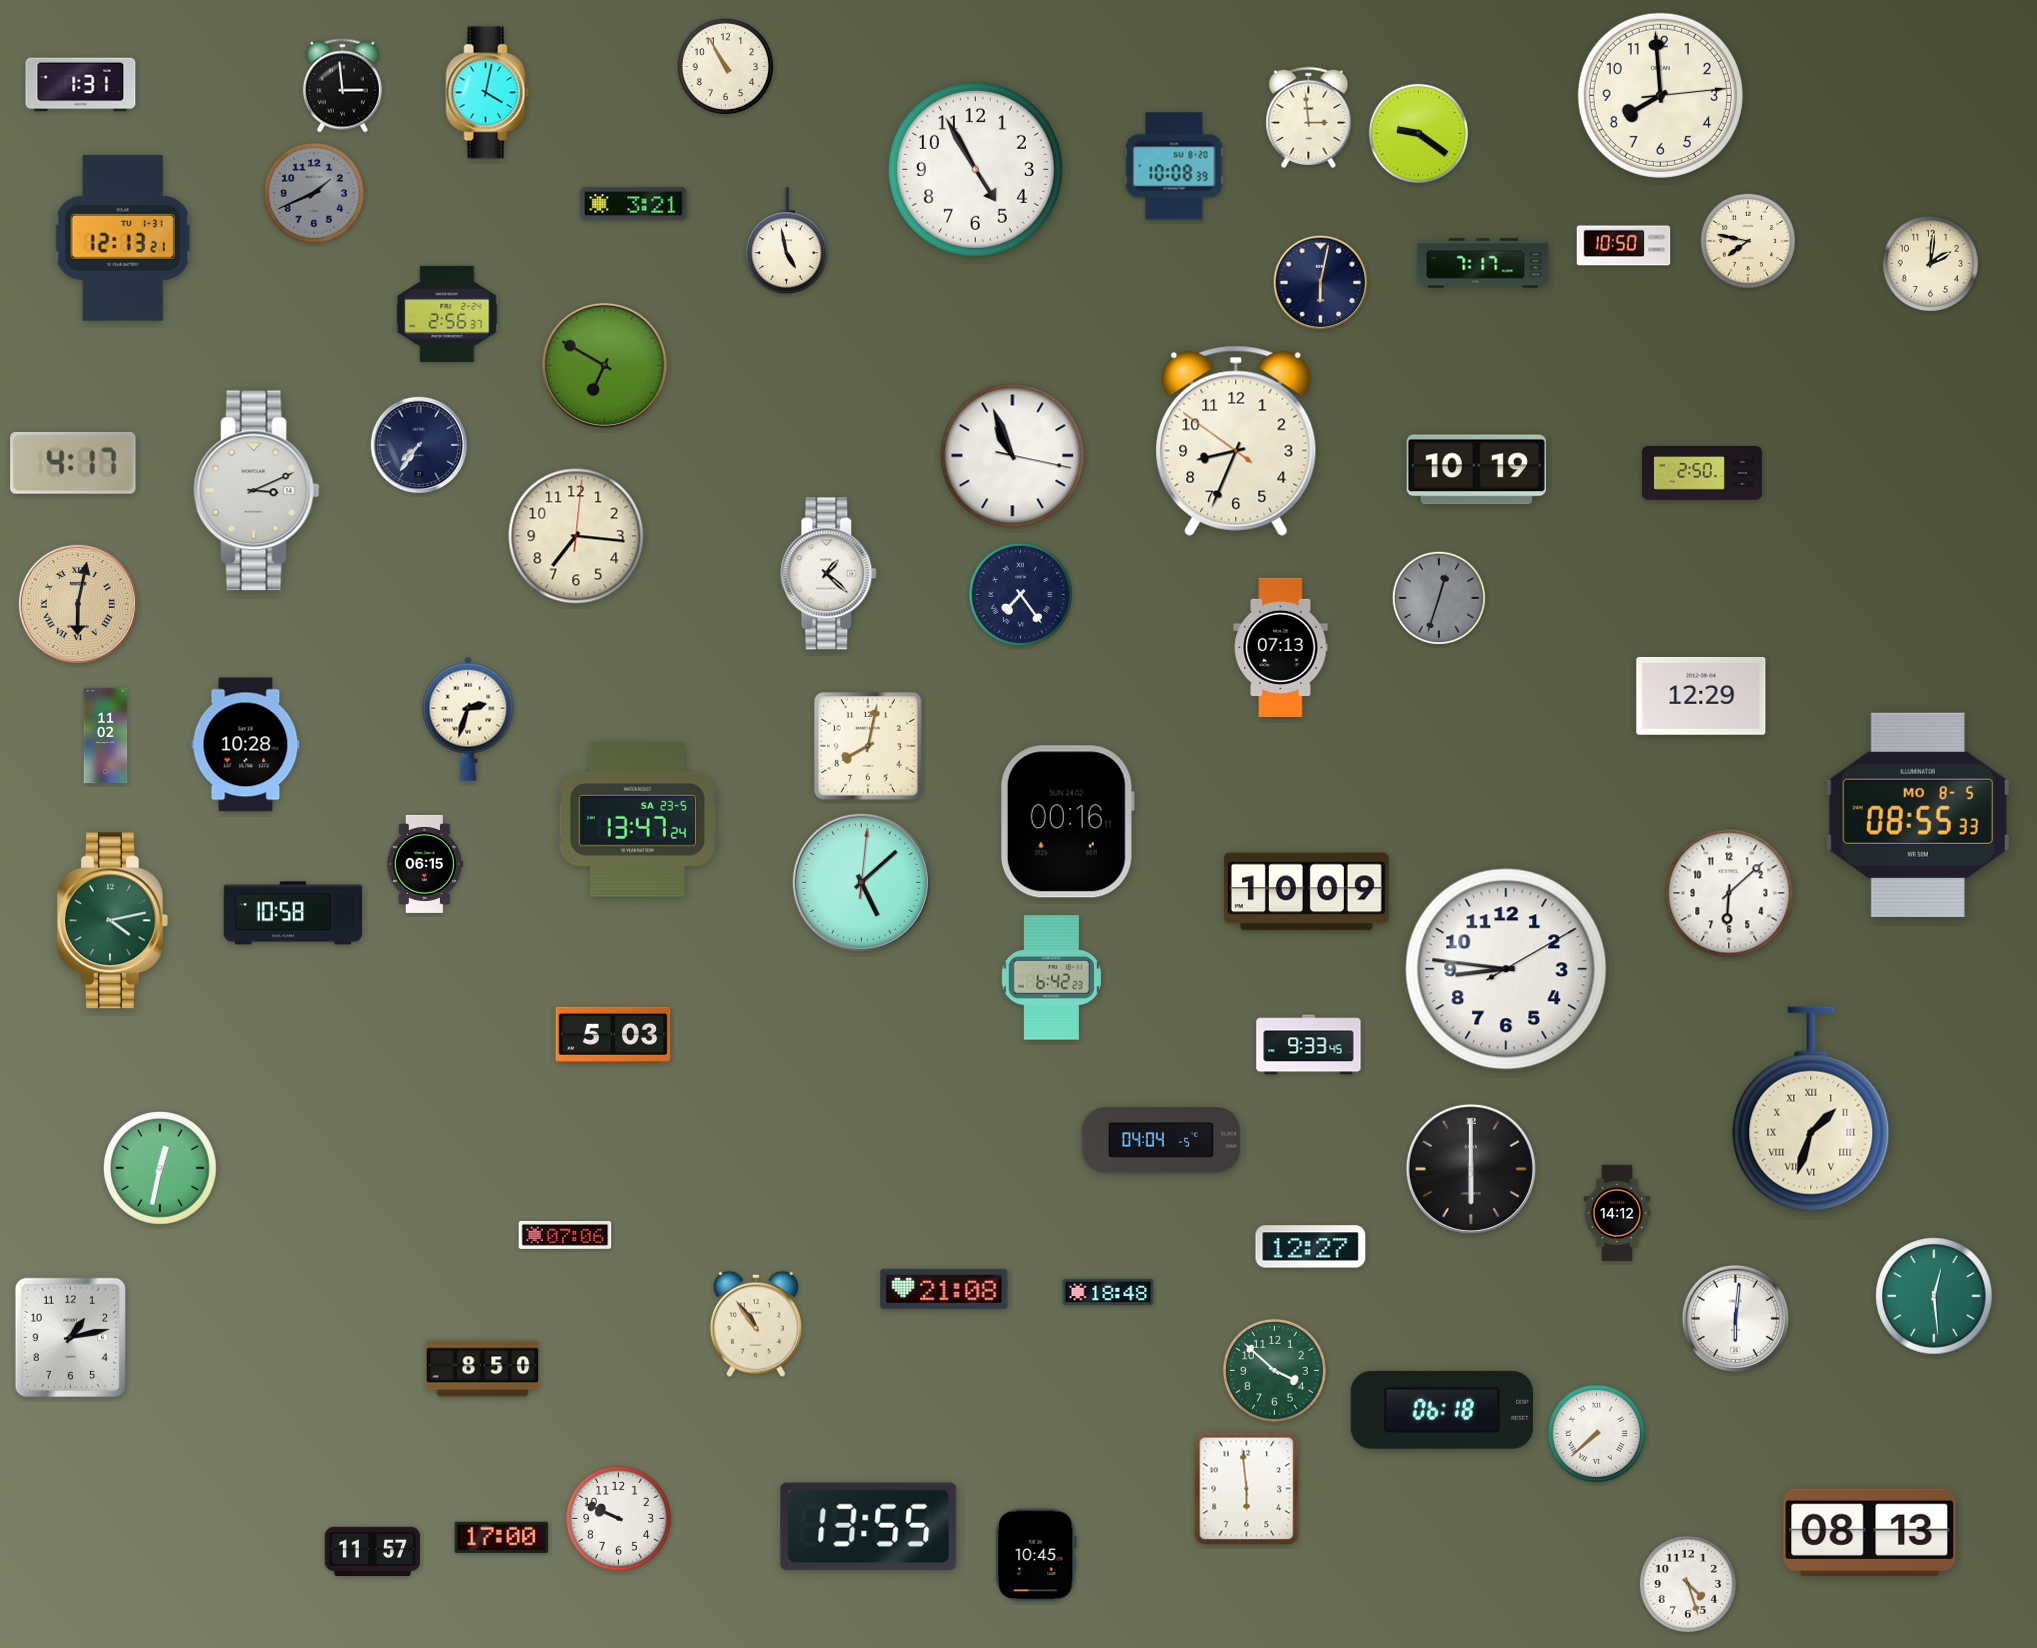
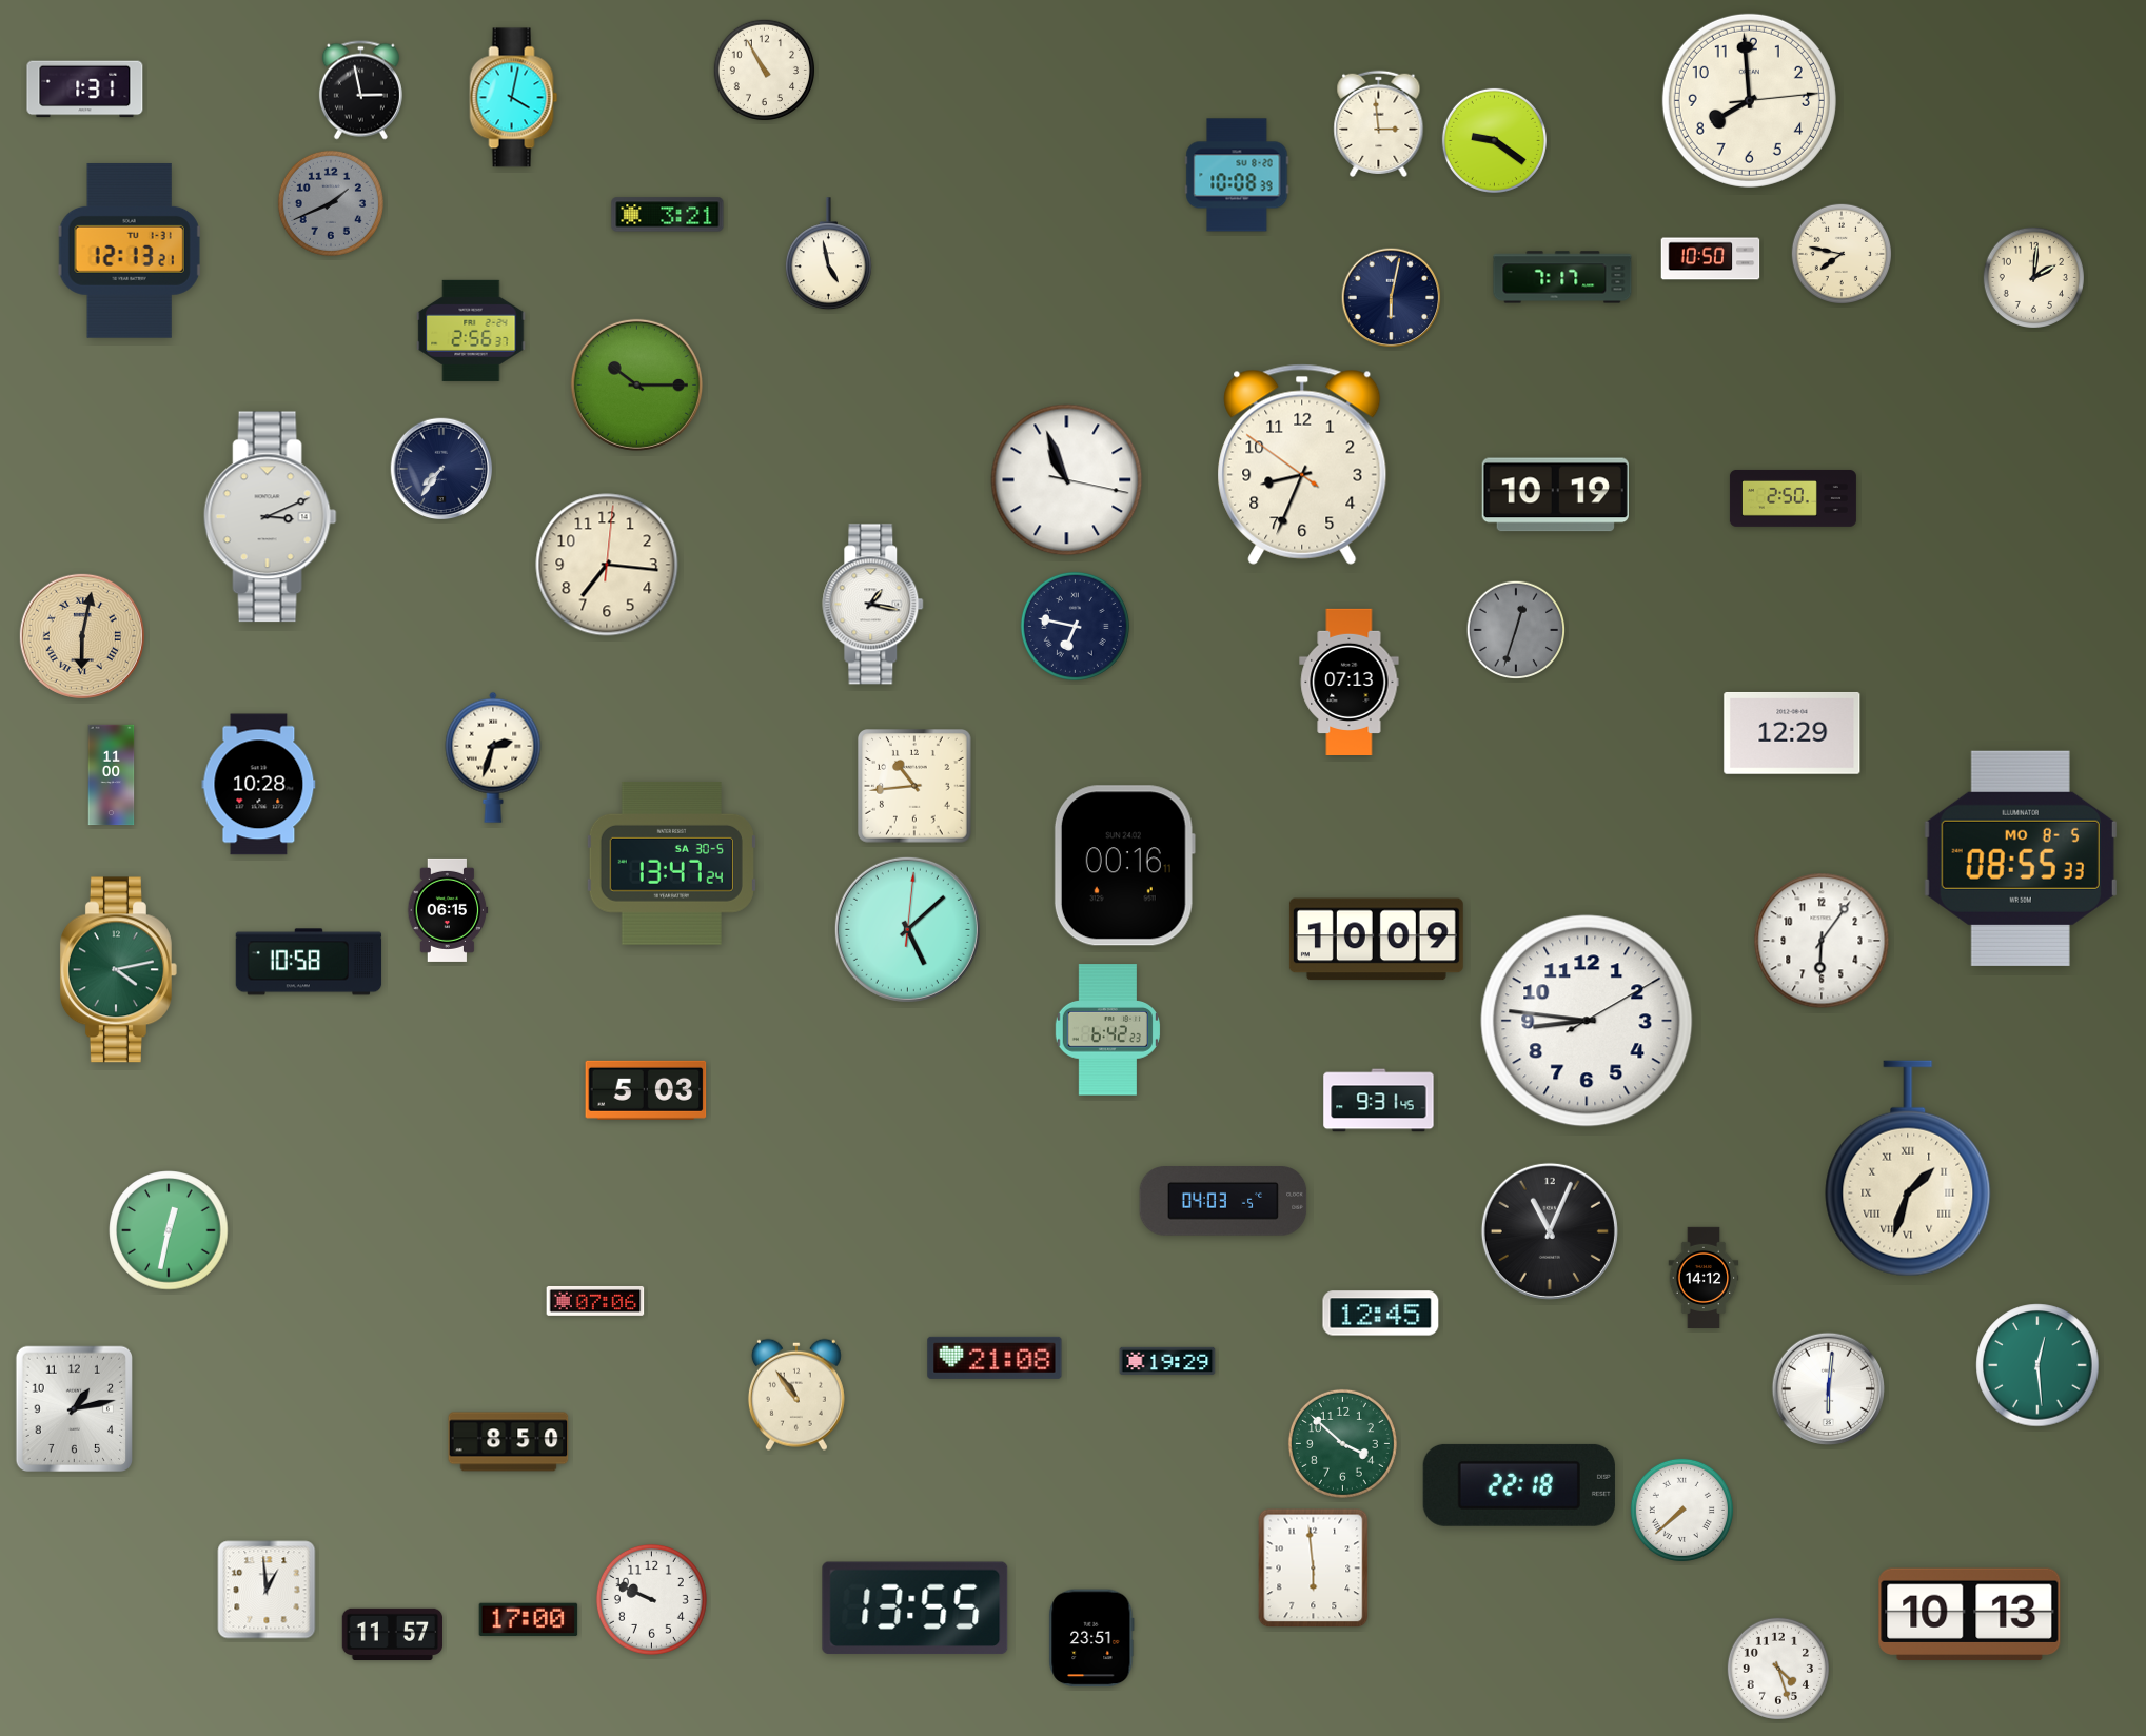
clock at (342, 86): 2:59 -> 2:58
clock at (975, 169): 4:55 -> none
clock at (604, 365): 6:50 -> 10:15
clock at (73, 463): 4:17 -> none
clock at (829, 574): 1:22 -> 1:17
clock at (1020, 594): 7:24 -> 6:47
clock at (106, 736): 11:02 -> 11:00
clock at (869, 747): 8:02 -> 10:44
clock at (637, 819) date: SA 23-5 -> SA 30-5
clock at (1729, 893): 6:08 -> 6:06
clock at (1309, 1045): 9:33 -> 9:31
clock at (1161, 1140): 04:04 -> 04:03
clock at (1471, 1169): 6:00 -> 11:04
clock at (1311, 1247): 12:27 -> 12:45
clock at (1108, 1291): 18:48 -> 19:29
clock at (1442, 1410): 06:18 -> 22:18
clock at (267, 1590): none -> 12:59
clock at (1870, 1533): 08:13 -> 10:13
clock at (1036, 1555): 10:45 -> 23:51
